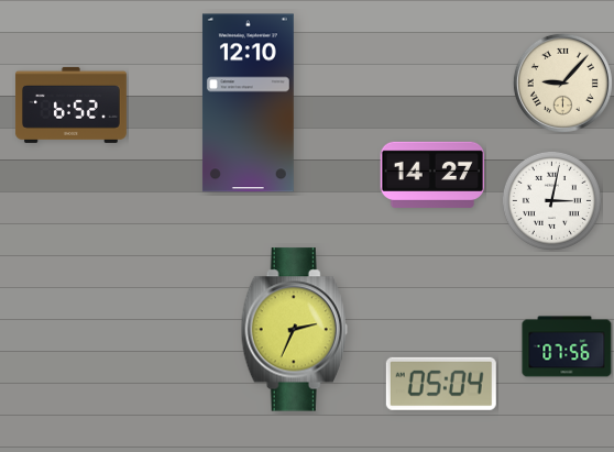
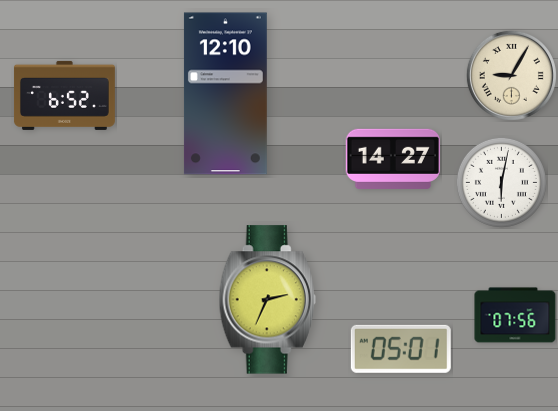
clock at (562, 82): 9:07 -> 9:05
clock at (551, 200): 3:02 -> 6:02
clock at (441, 384): 05:04 -> 05:01
